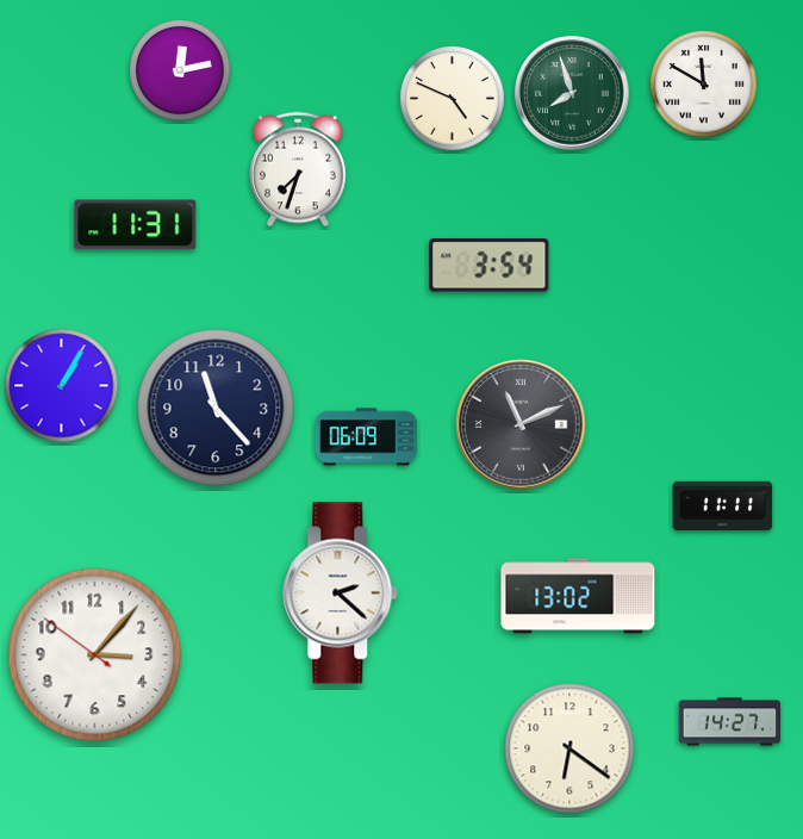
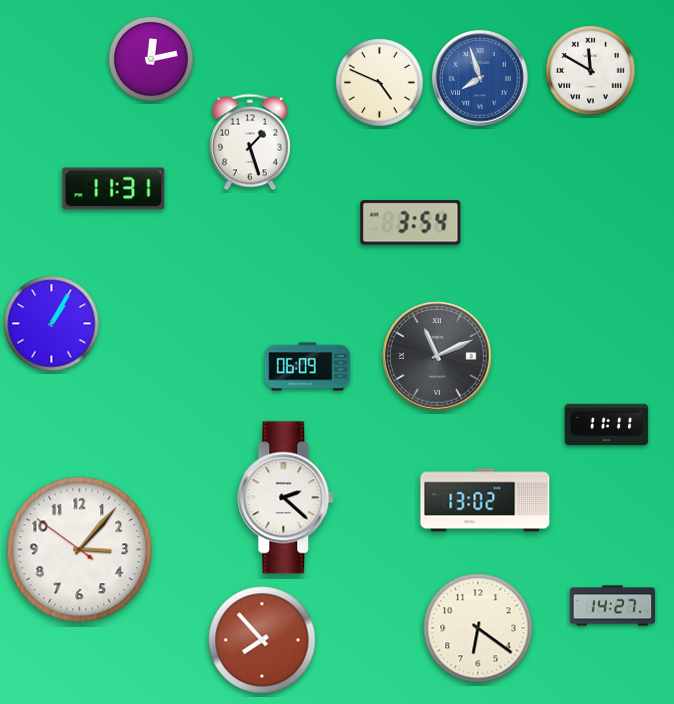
clock at (572, 93) dial: green -> blue
clock at (299, 169): 7:33 -> 1:27
clock at (216, 408): 11:23 -> none
clock at (262, 640): none -> 7:53
